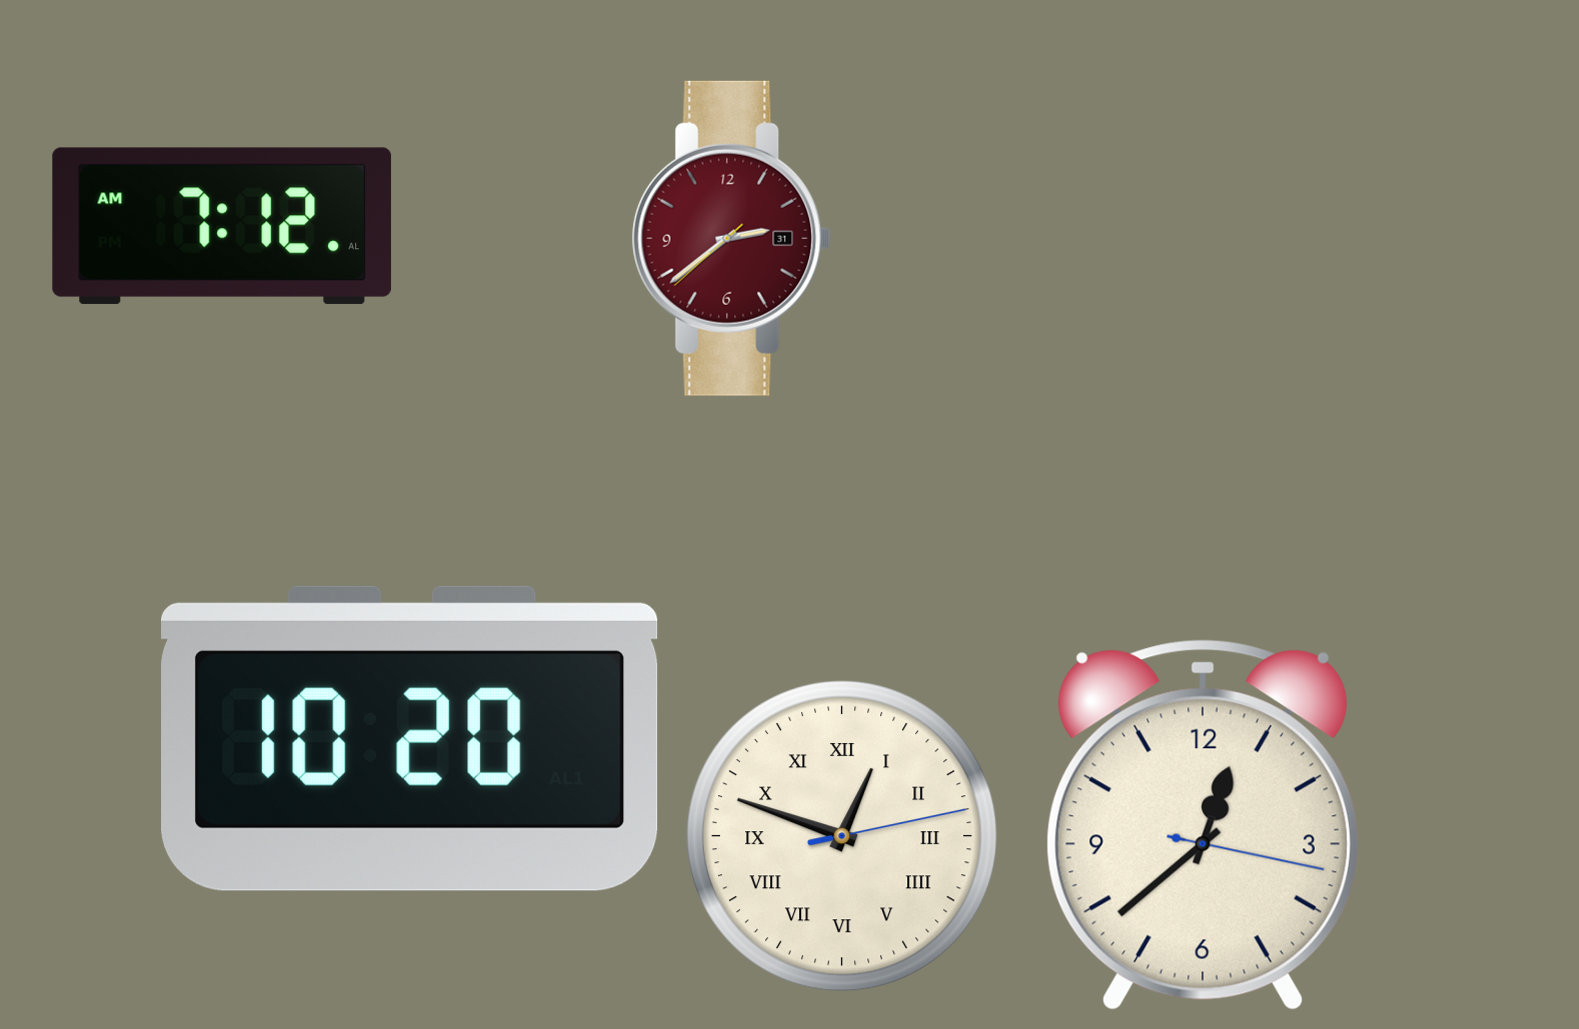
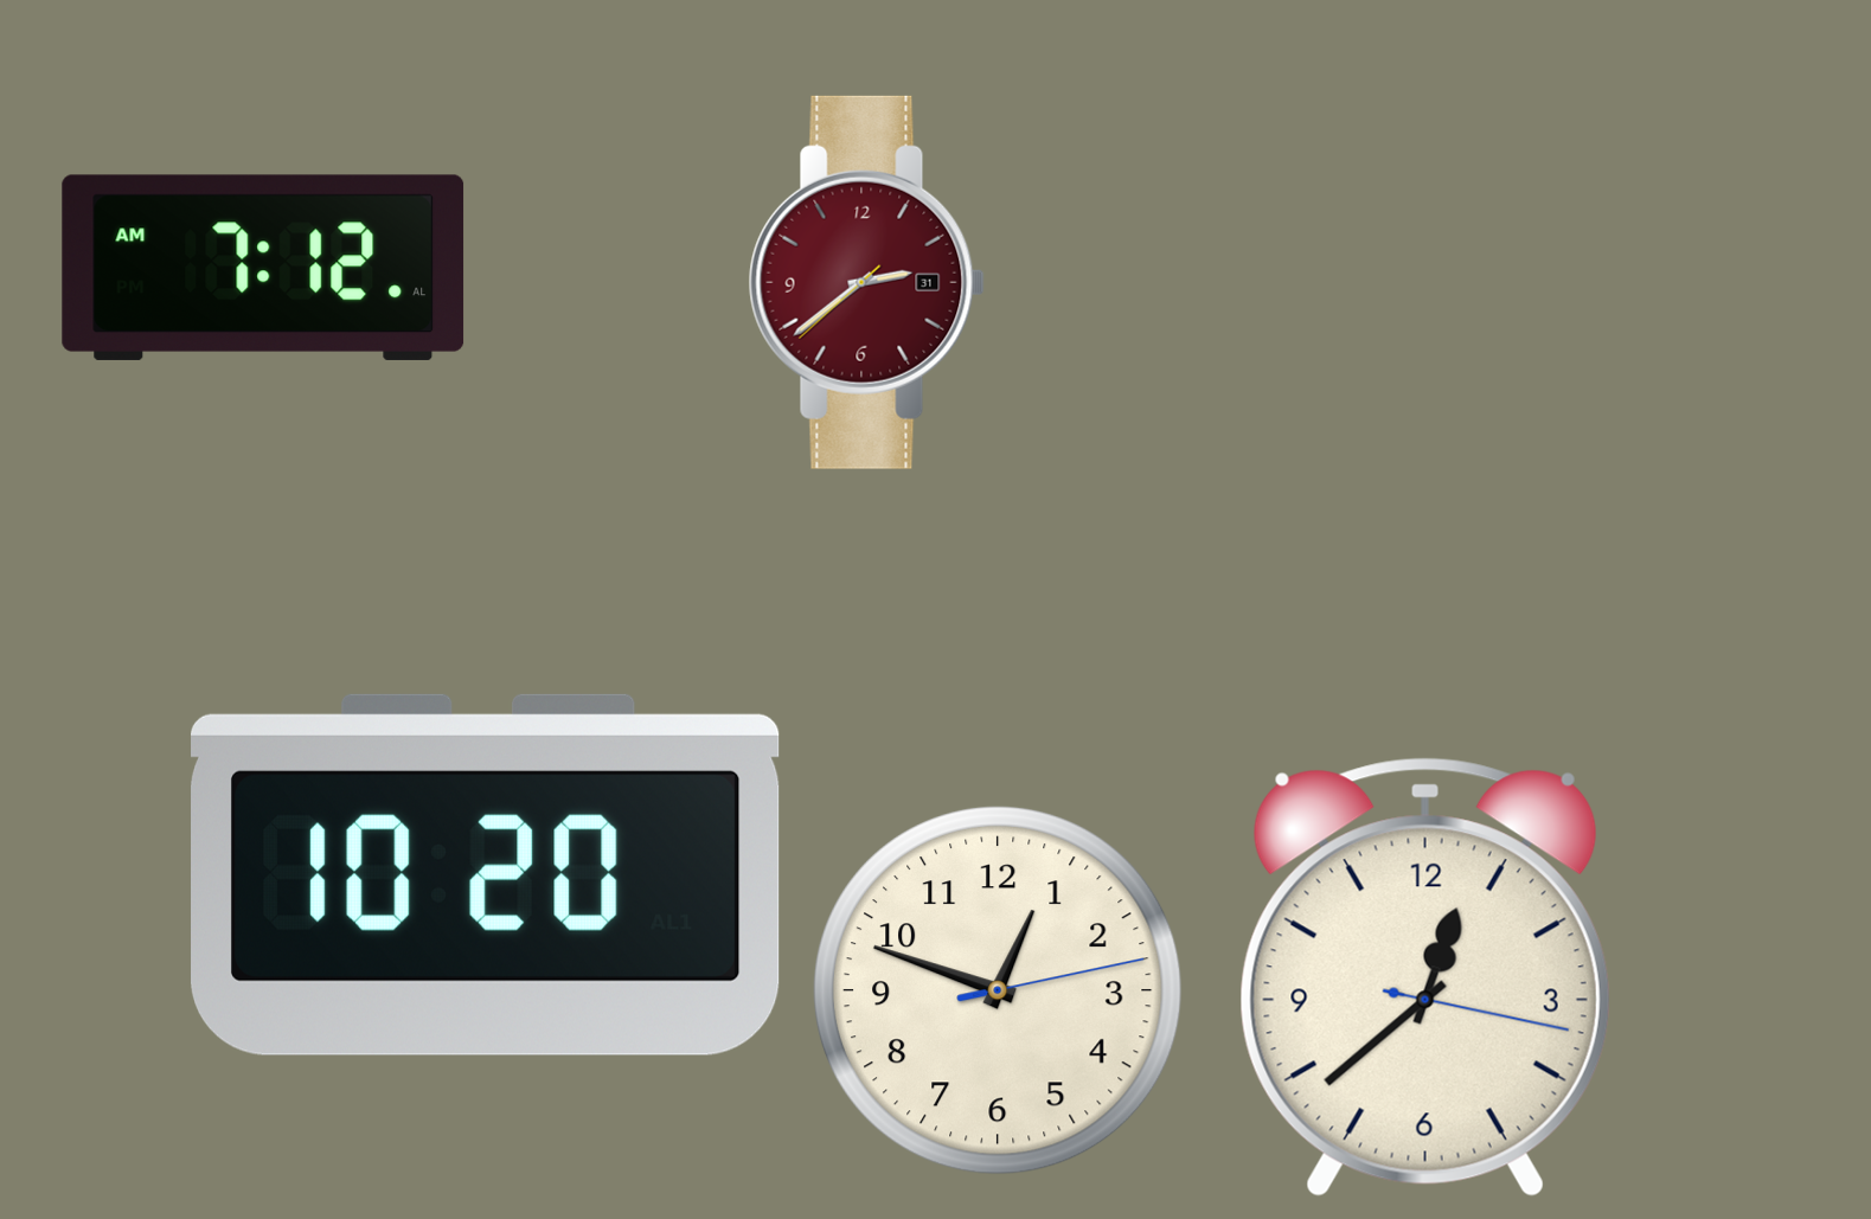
clock at (842, 836) numerals: Roman -> Arabic
